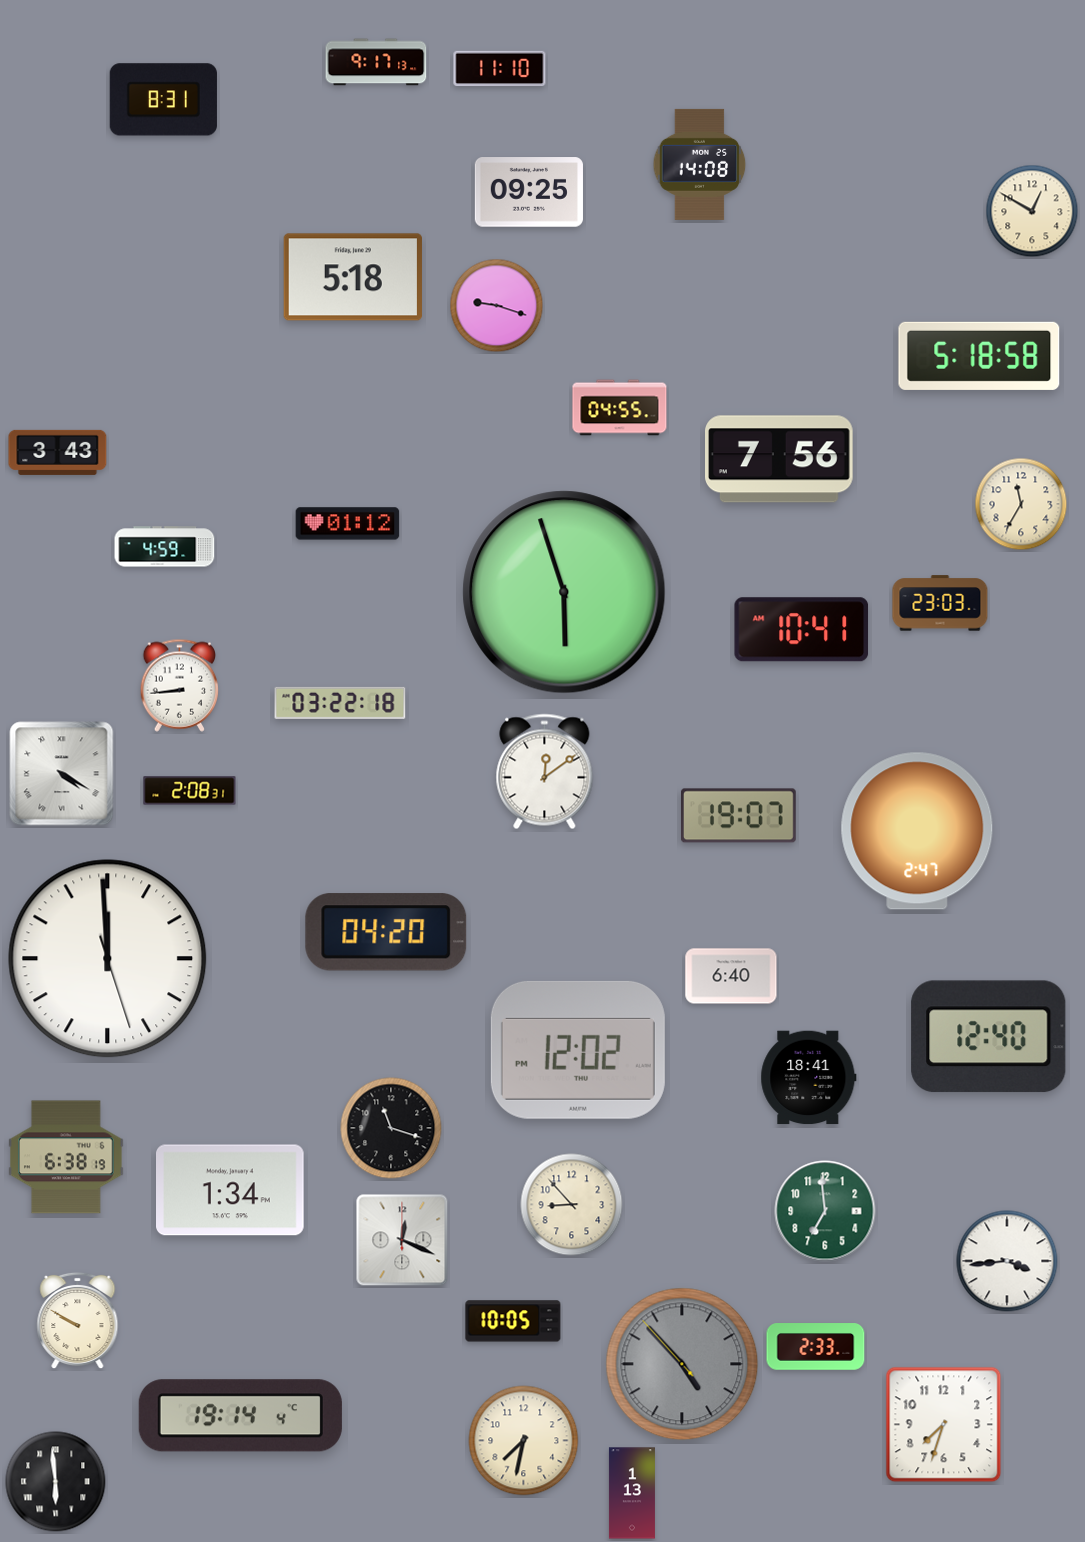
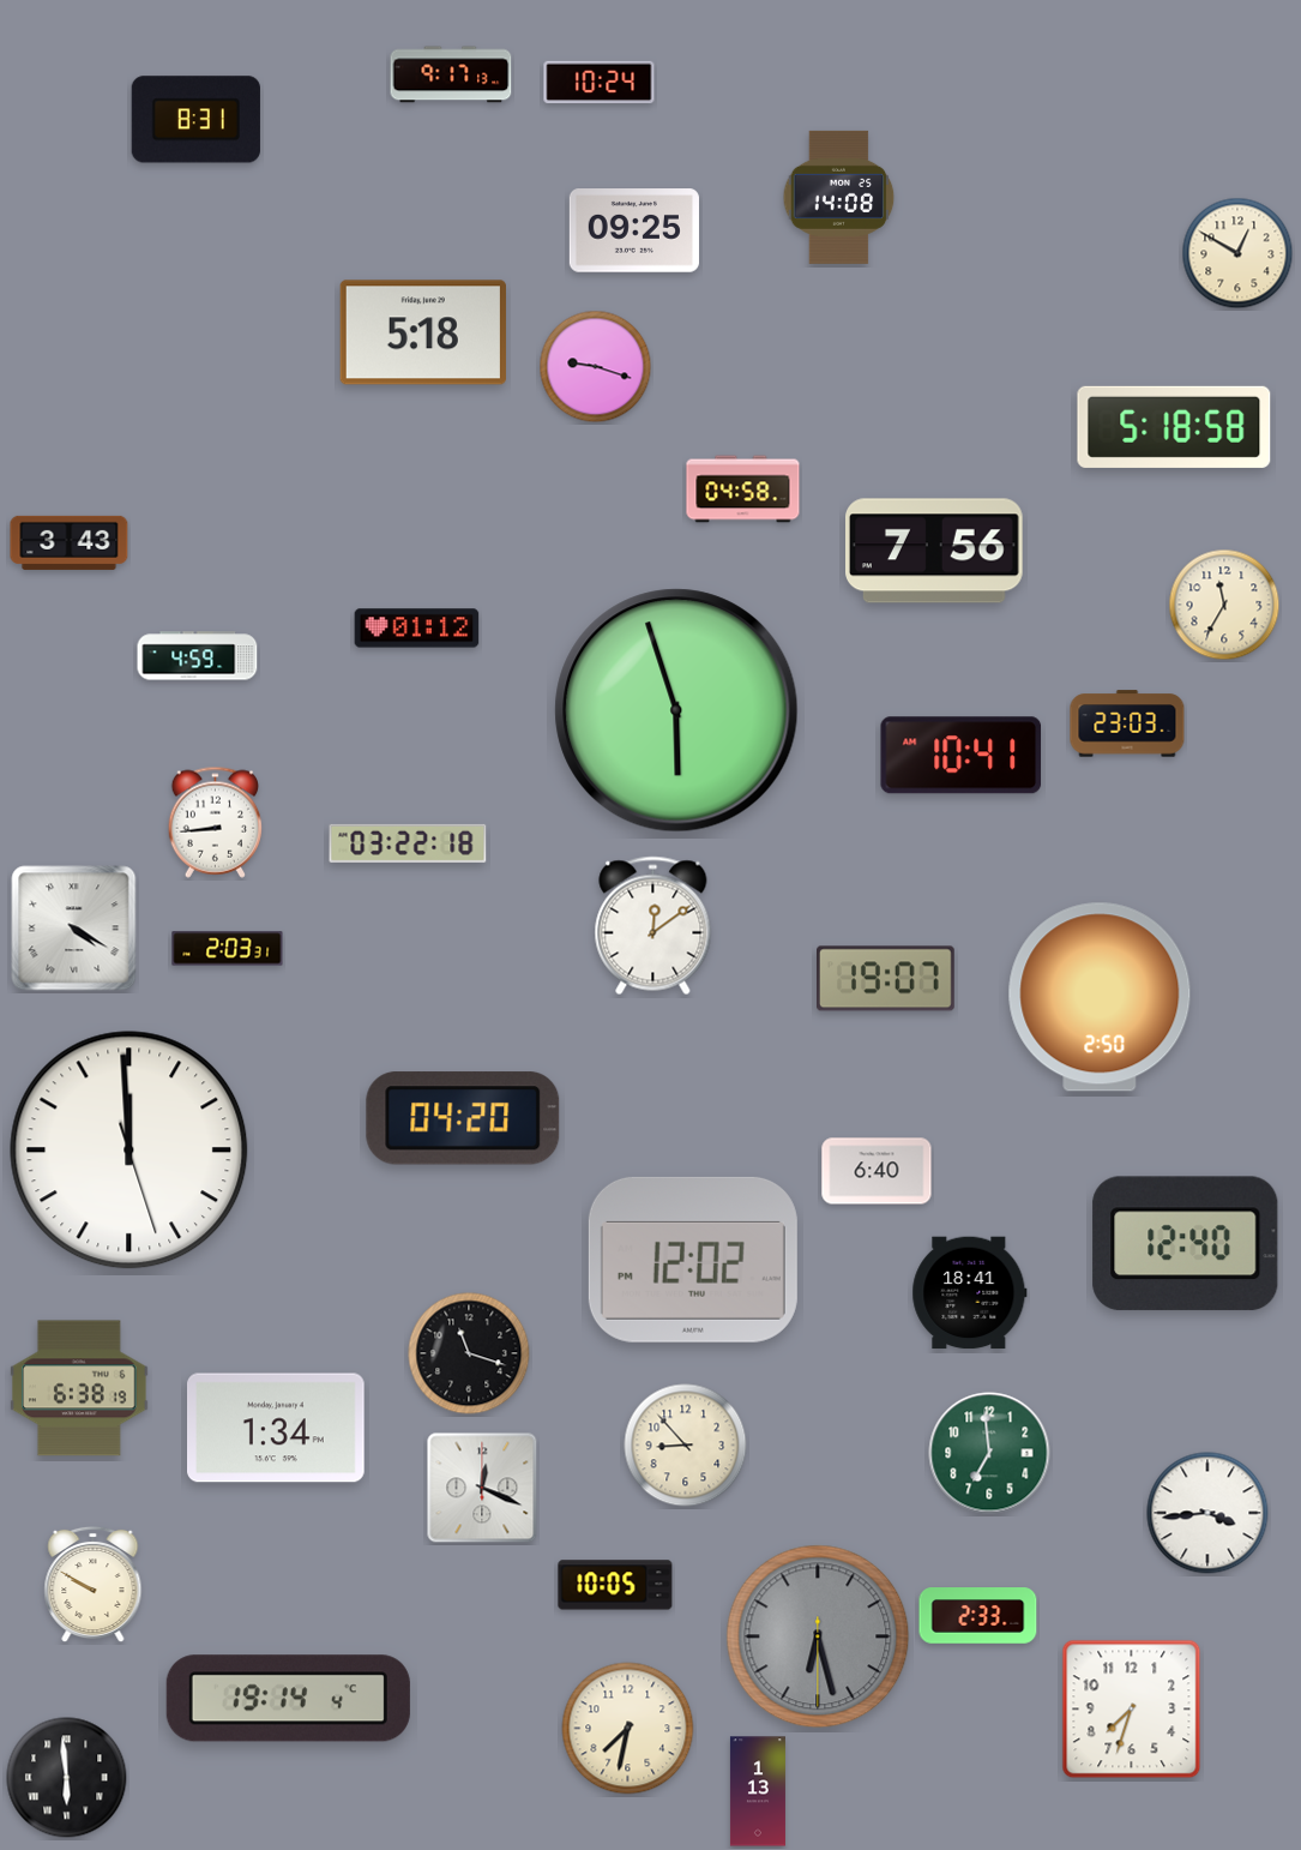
clock at (500, 69): 11:10 -> 10:24
clock at (620, 408): 04:55 -> 04:58
clock at (190, 791): 2:08 -> 2:03
clock at (917, 831): 2:47 -> 2:50
clock at (682, 1364): 4:52 -> 6:27
